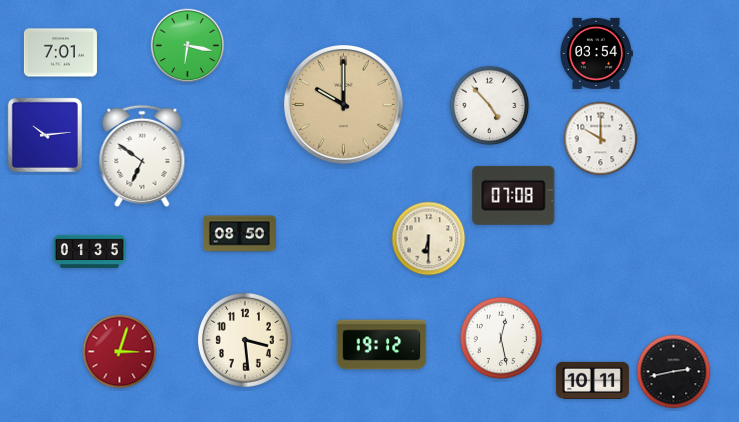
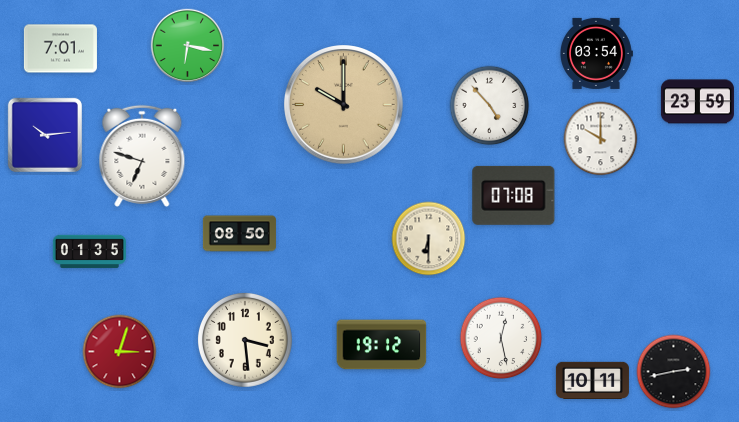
clock at (60, 53) position: (60, 53) -> (60, 49)
clock at (697, 102): none -> 23:59
clock at (142, 156): 6:51 -> 6:48
